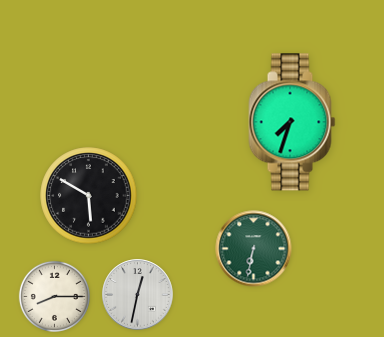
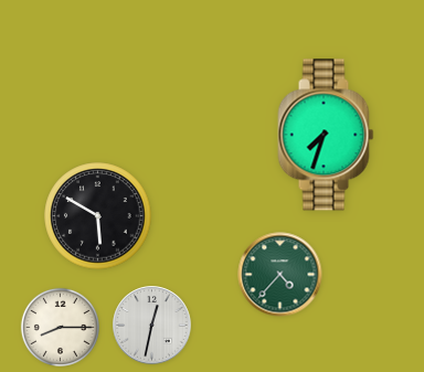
clock at (292, 122) position: (292, 122) -> (326, 135)
clock at (254, 249): 6:32 -> 4:37
